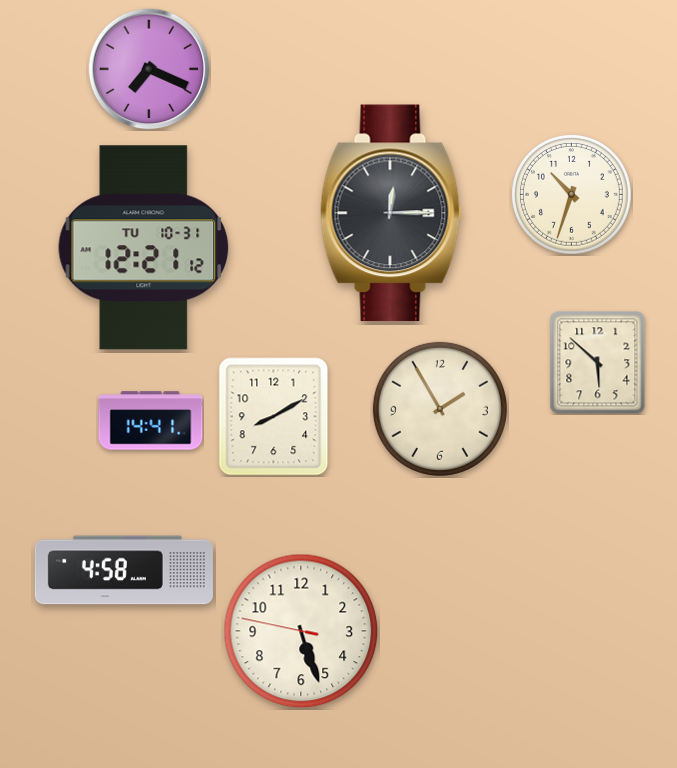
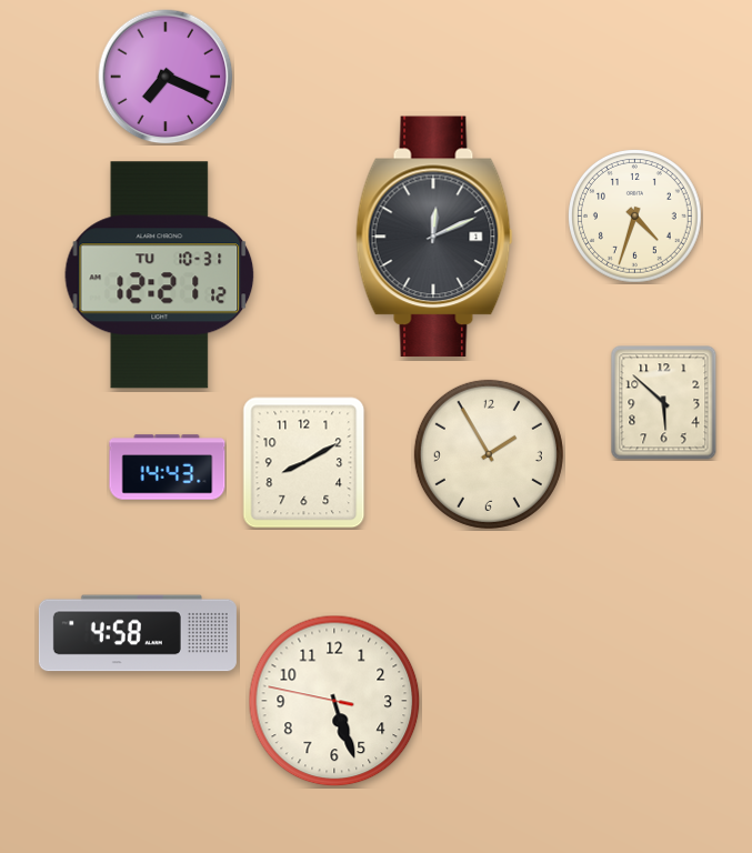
clock at (572, 195): 10:33 -> 4:33
clock at (391, 213): 12:15 -> 12:11
clock at (151, 421): 14:41 -> 14:43
